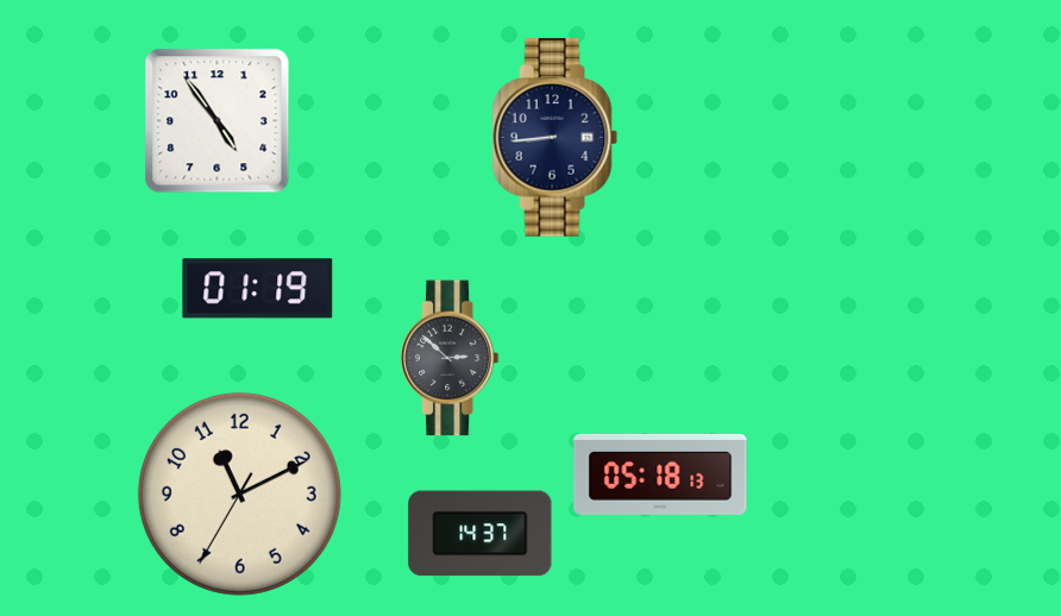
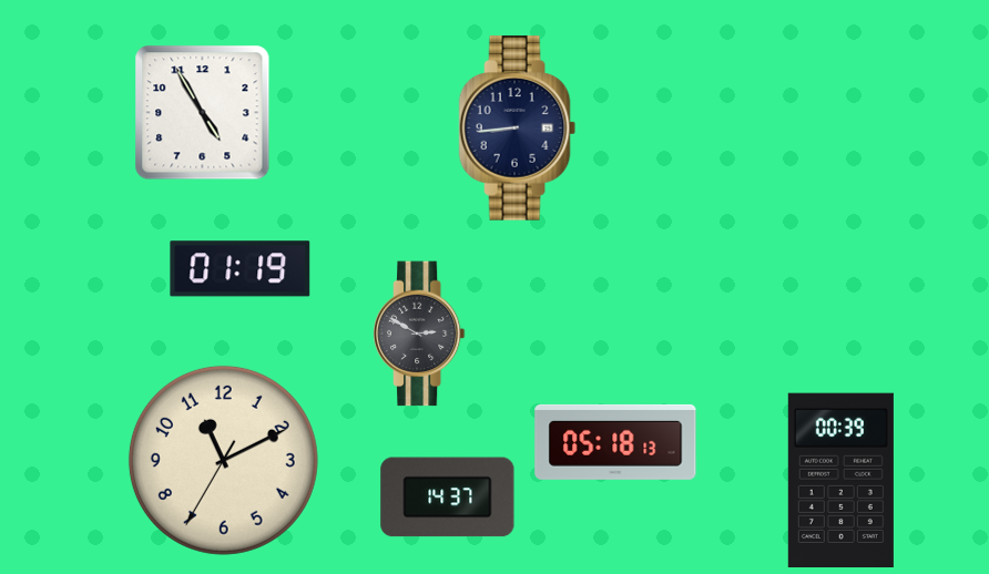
clock at (218, 121): 4:54 -> 4:55
clock at (450, 358): 2:52 -> 2:50
clock at (840, 480): none -> 00:39
